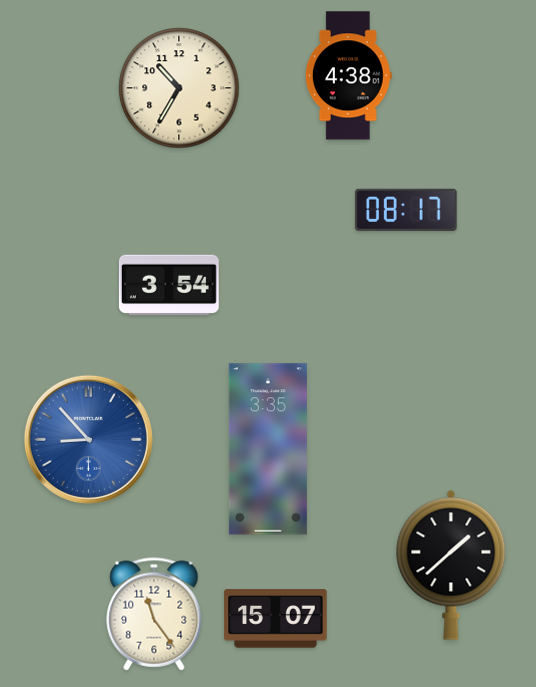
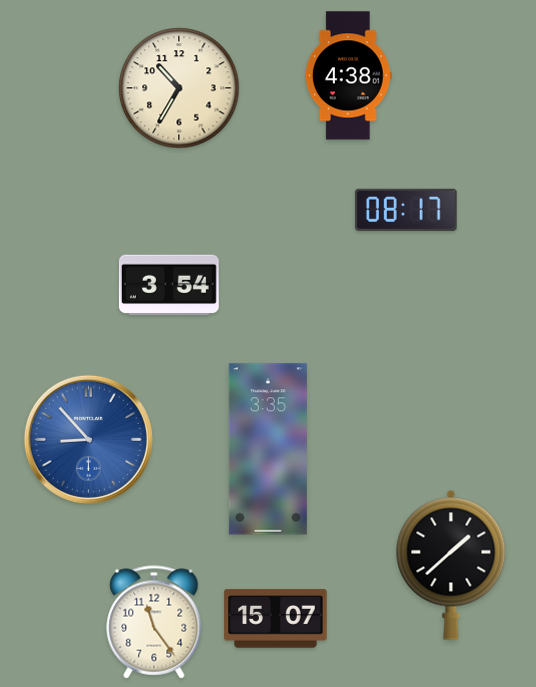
clock at (154, 614) position: (154, 614) -> (154, 622)
